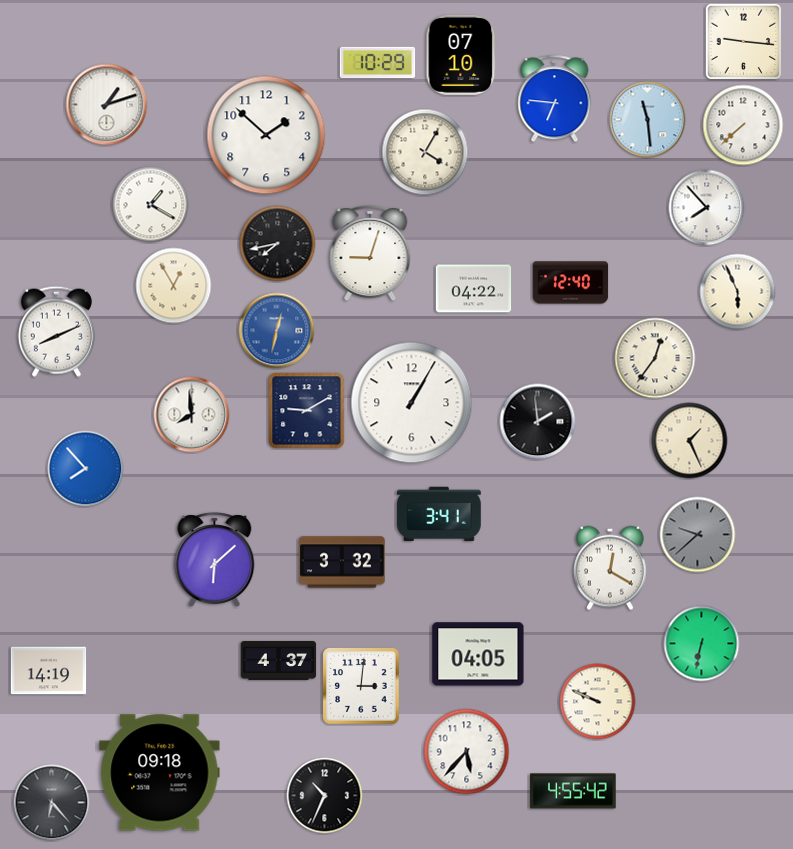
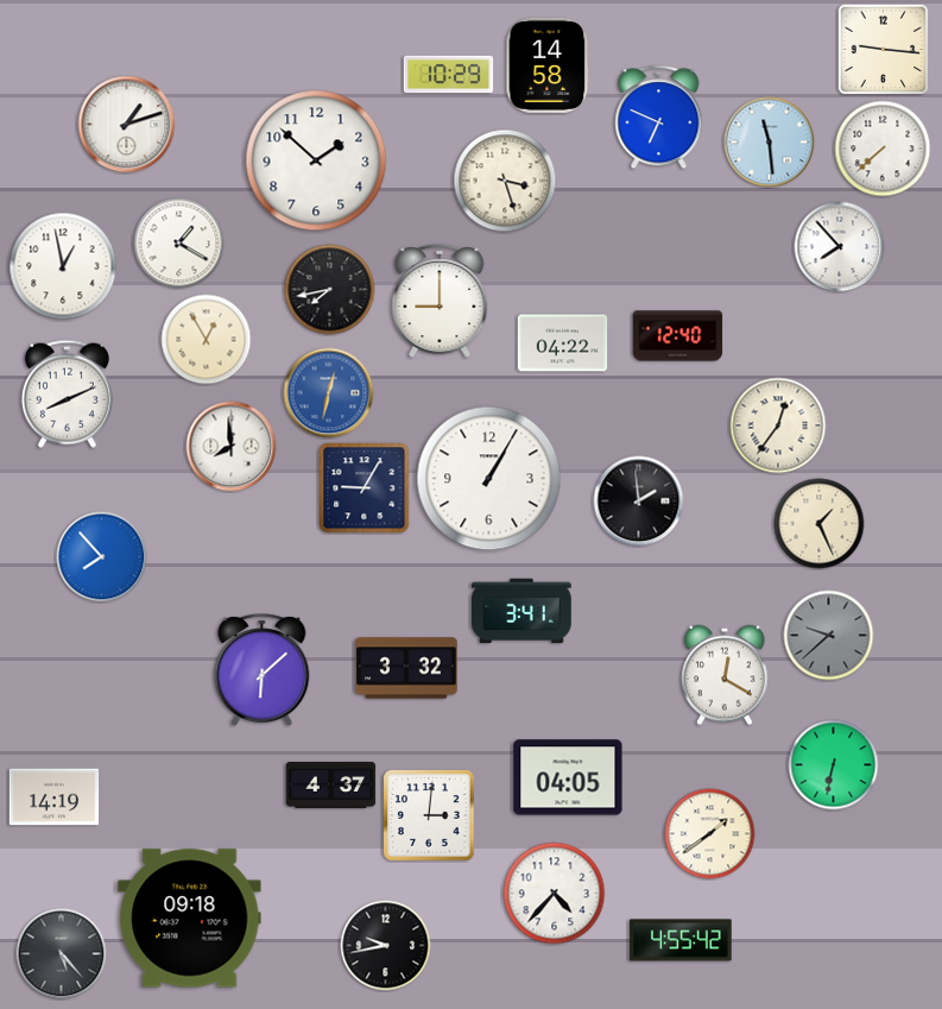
clock at (461, 55): 07:10 -> 14:58
clock at (555, 99): 6:46 -> 6:49
clock at (425, 152): 4:05 -> 3:27
clock at (63, 266): none -> 12:58
clock at (370, 254): 9:03 -> 9:00
clock at (738, 292): 5:56 -> none
clock at (307, 411): 9:10 -> 9:05
clock at (192, 415) position: (192, 415) -> (232, 447)
clock at (215, 559) position: (215, 559) -> (263, 669)
clock at (49, 671) position: (49, 671) -> (55, 797)
clock at (598, 702): 9:49 -> 1:39
clock at (467, 752): 5:37 -> 4:37
clock at (325, 796): 10:34 -> 9:43
clock at (52, 803): 6:23 -> 5:23
